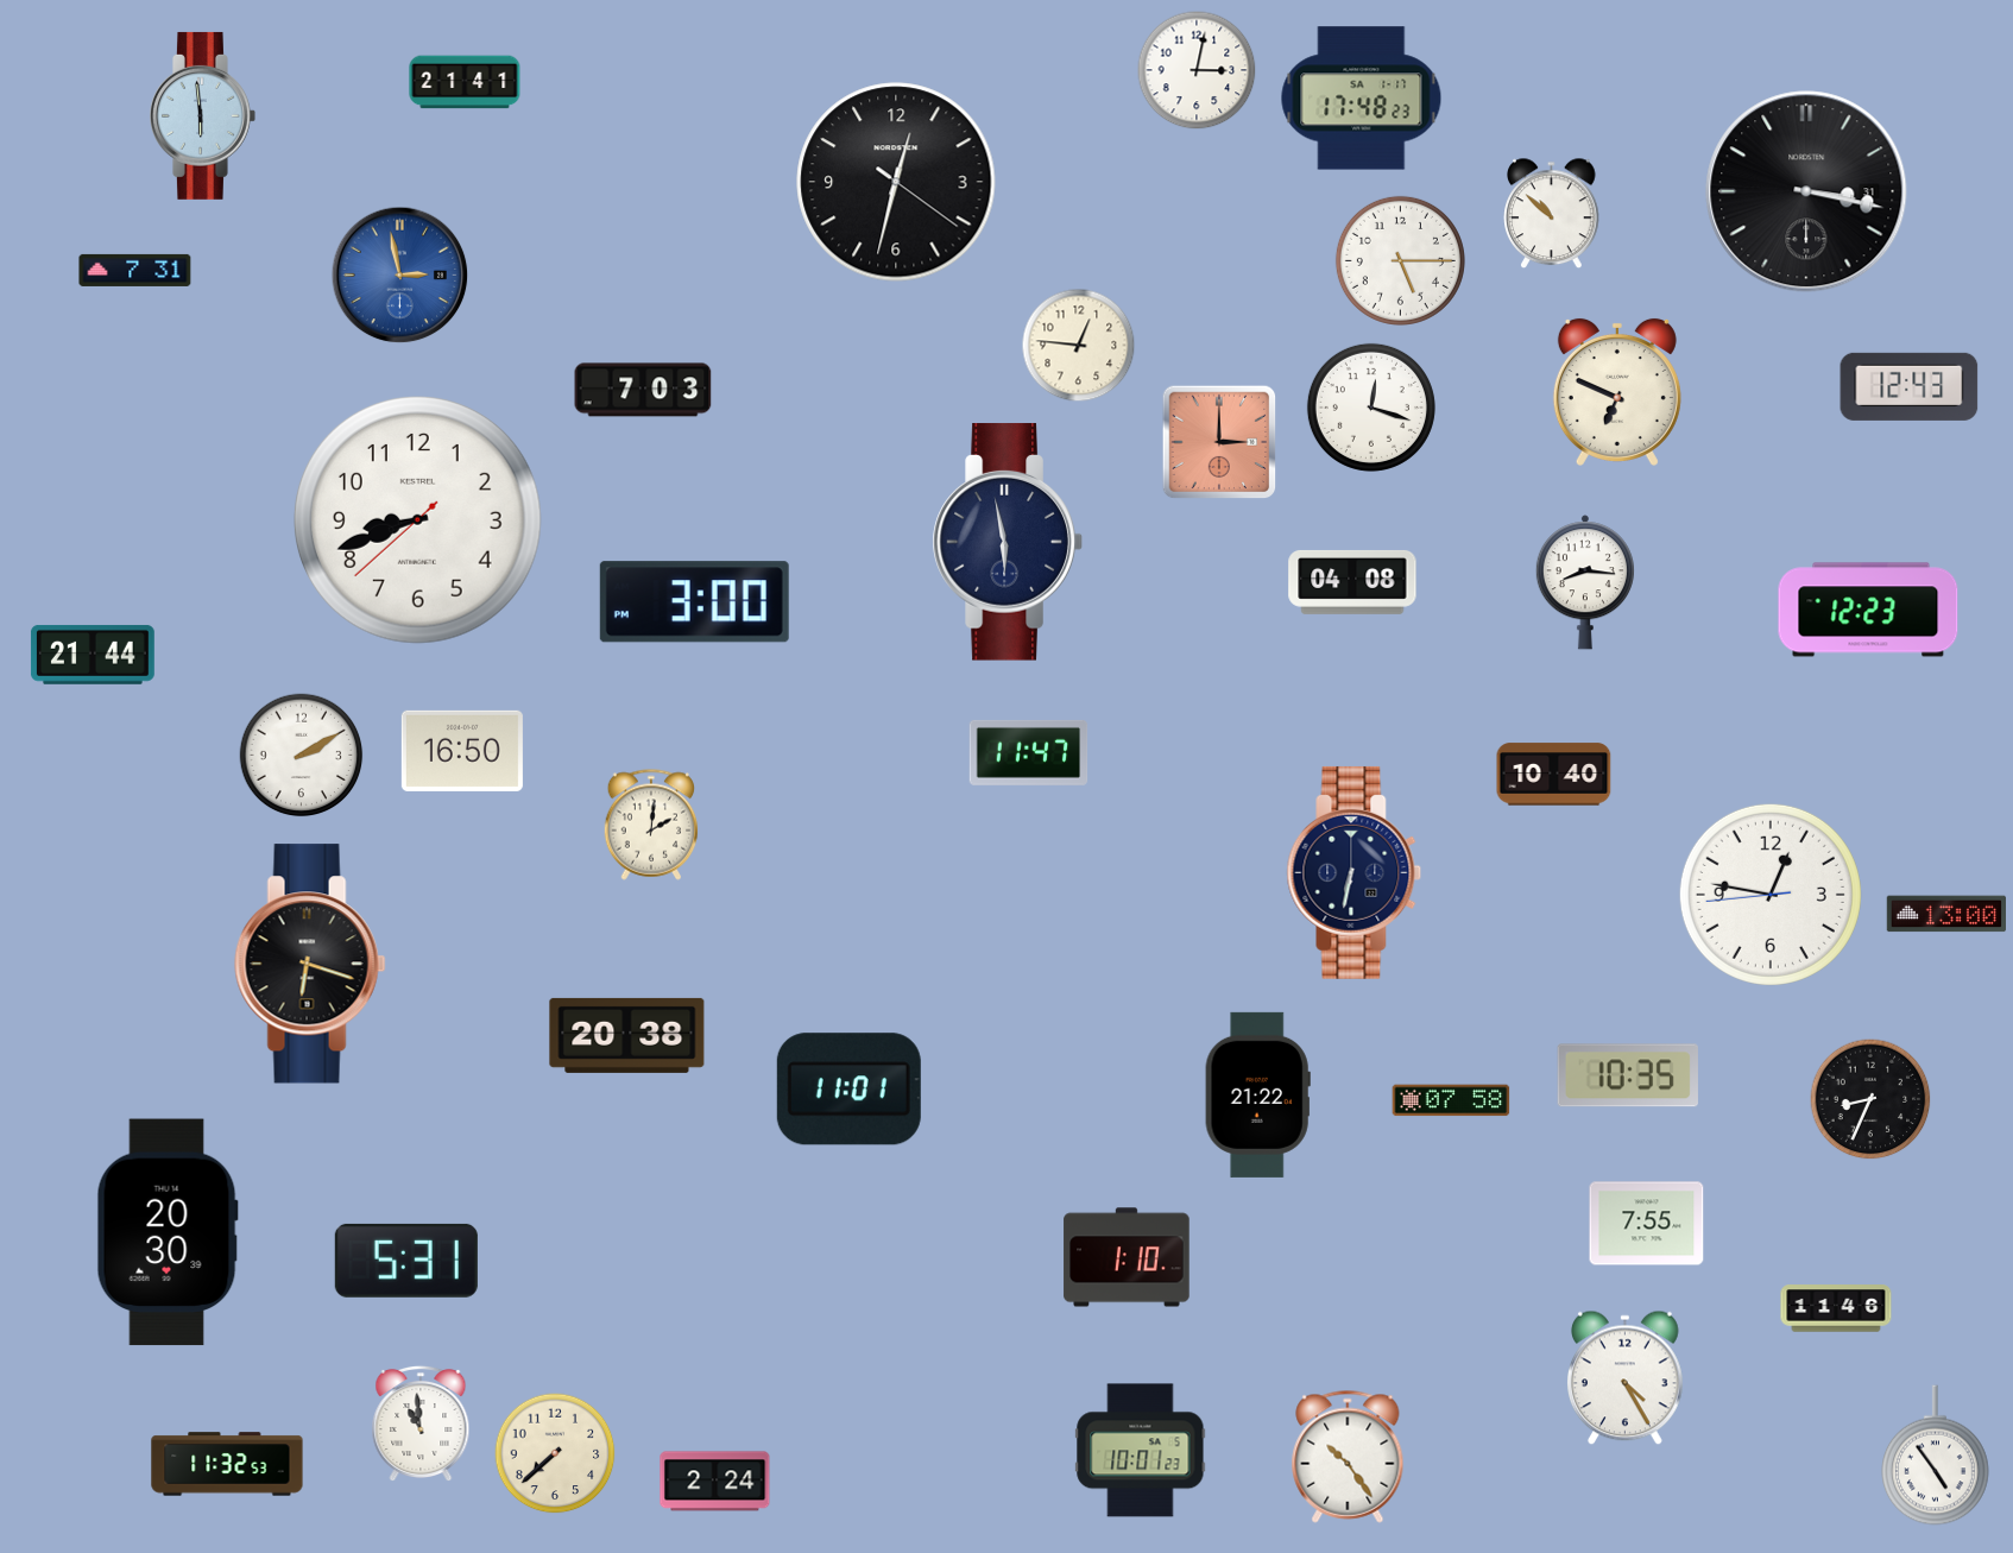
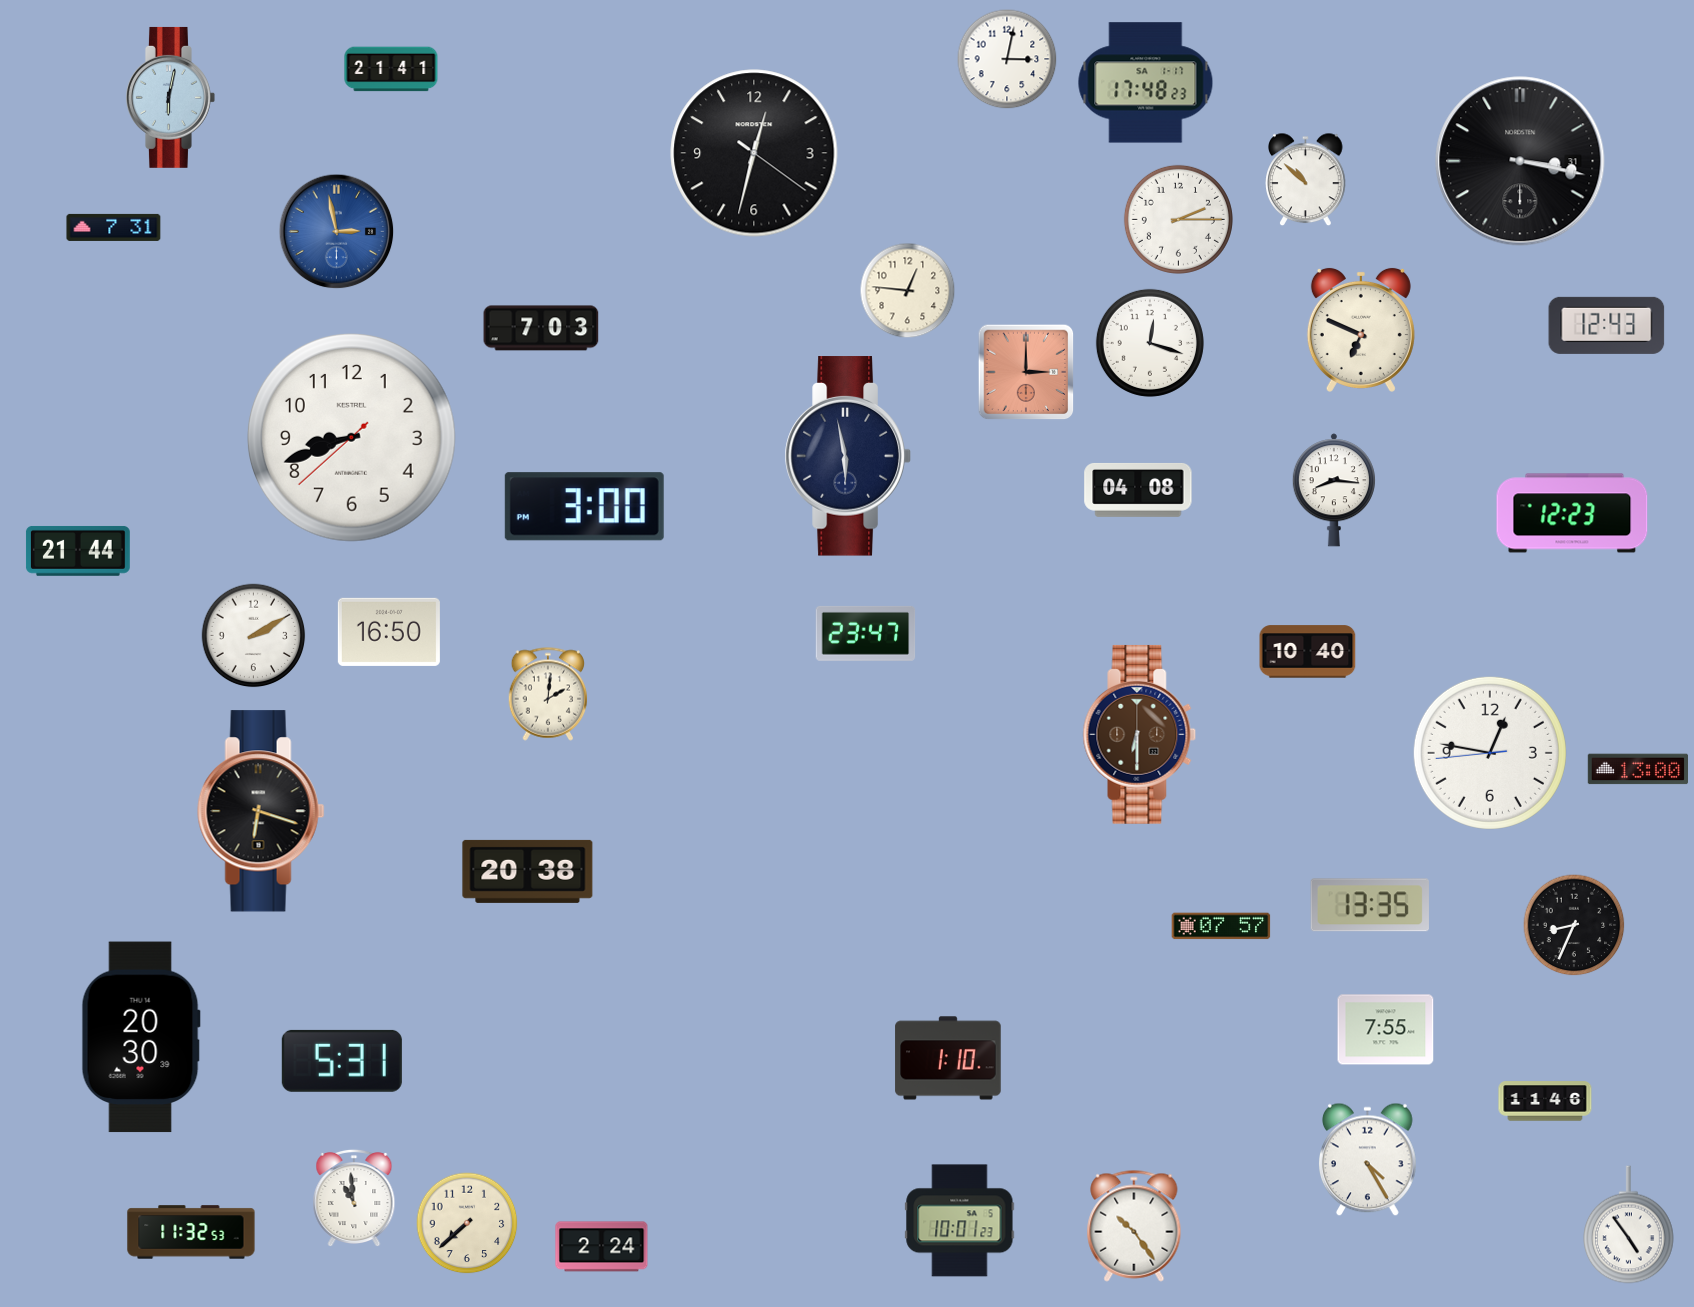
clock at (203, 115): 5:59 -> 6:02
clock at (1400, 260): 5:15 -> 2:15
clock at (1371, 408) position: (1371, 408) -> (1150, 343)
clock at (1029, 752): 11:47 -> 23:47
clock at (1355, 872): 6:32 -> 6:30
clock at (1355, 872) dial: navy -> brown
clock at (1628, 1075): 10:35 -> 13:35
clock at (848, 1090): 11:01 -> none
clock at (1257, 1094): 21:22 -> none
clock at (1451, 1100): 07:58 -> 07:57
